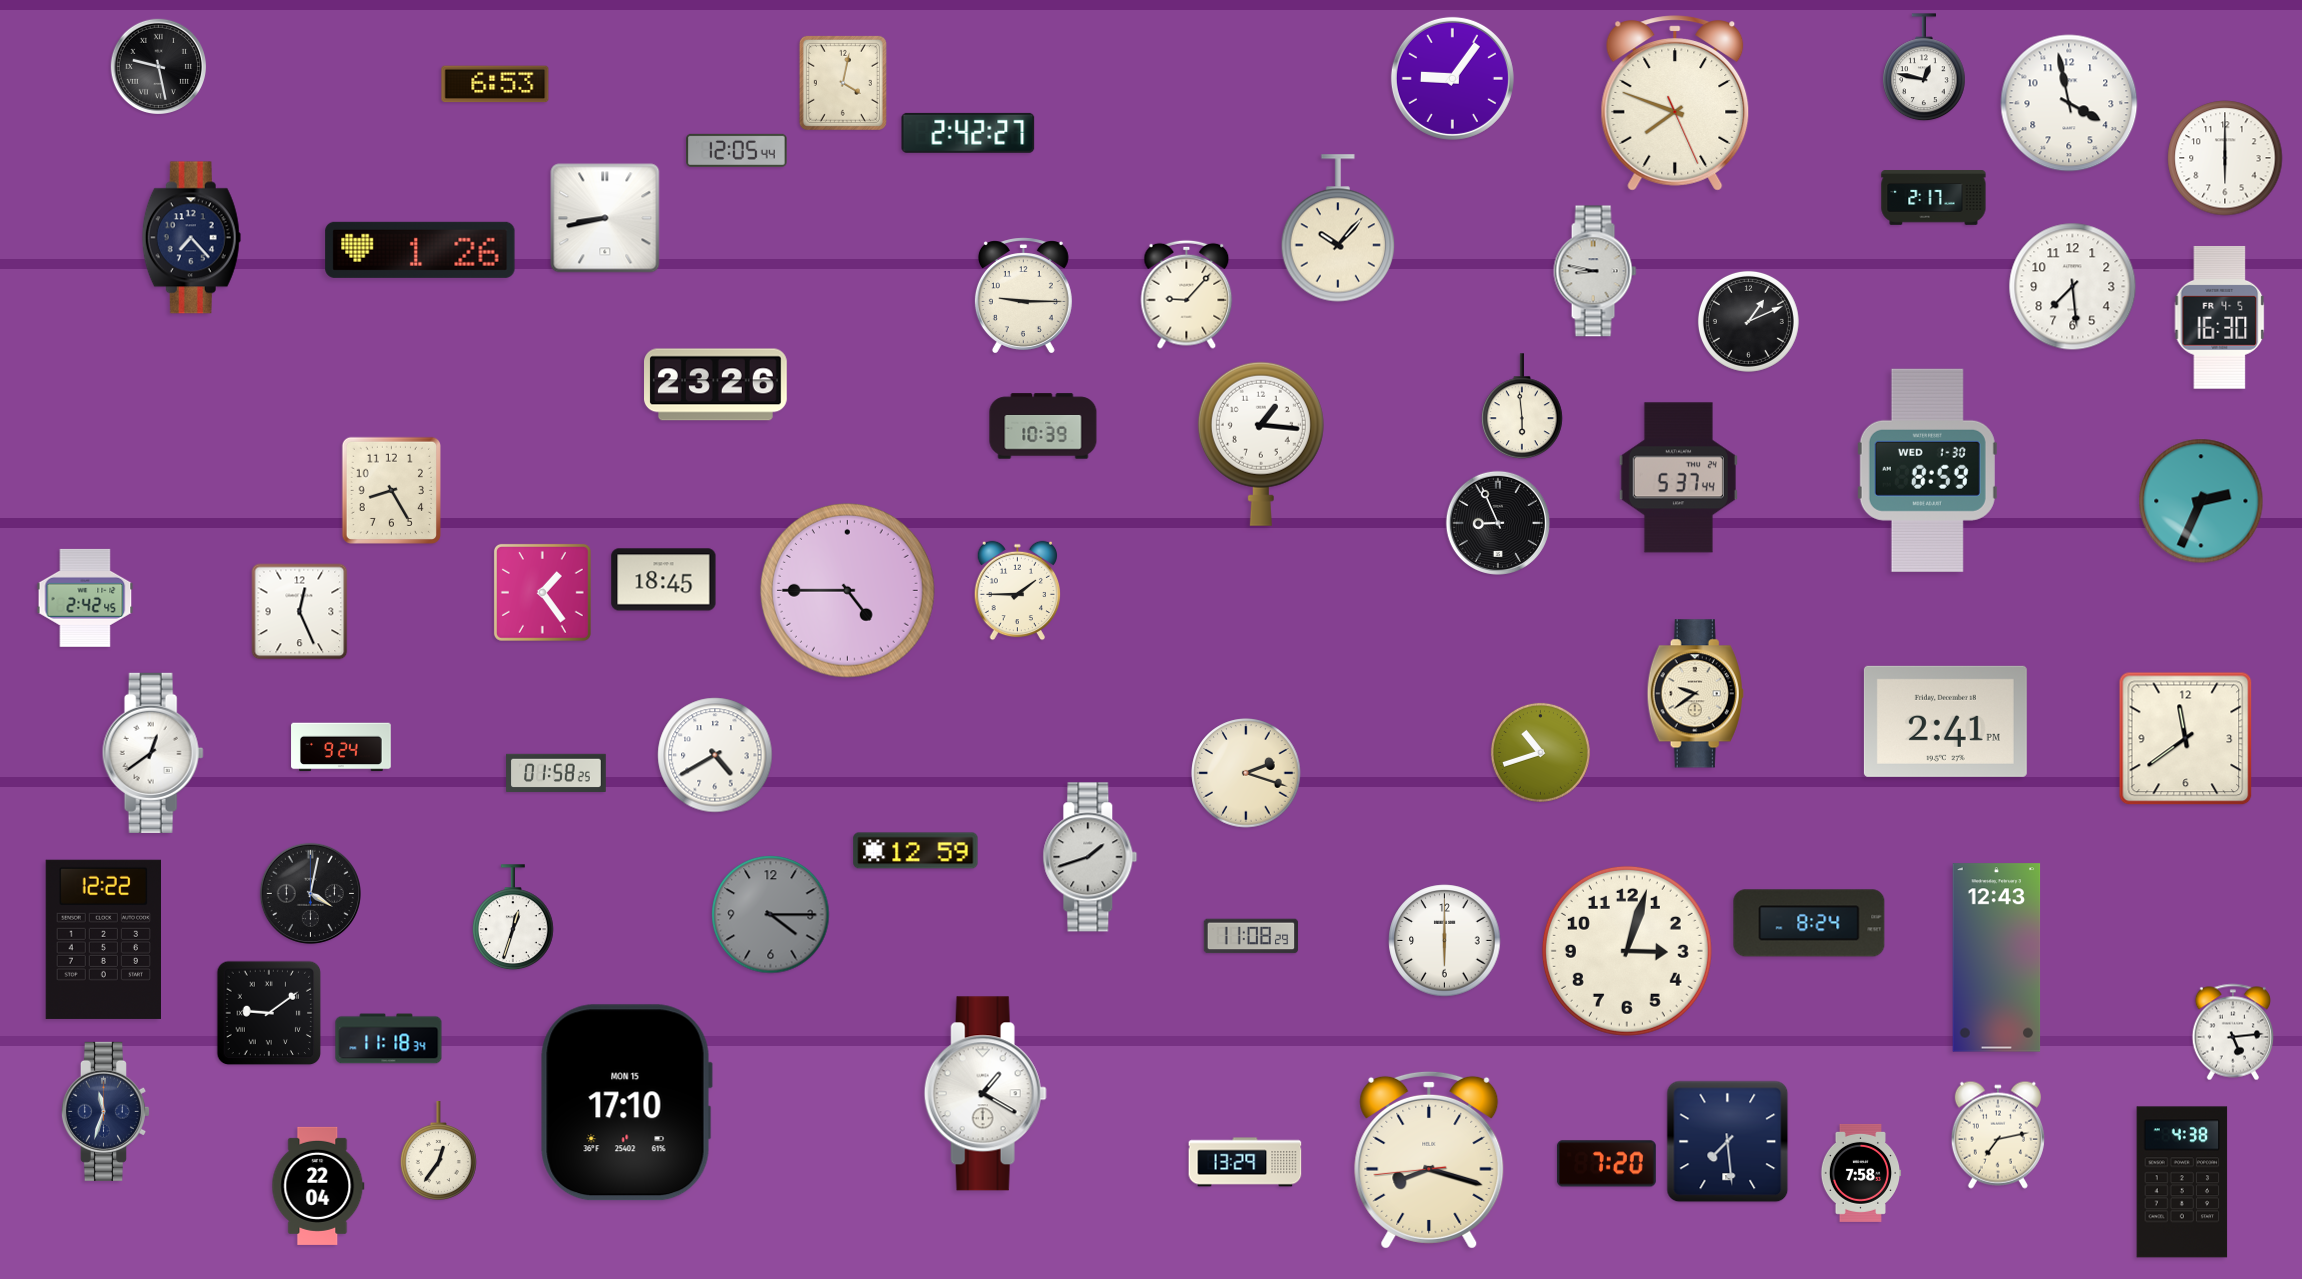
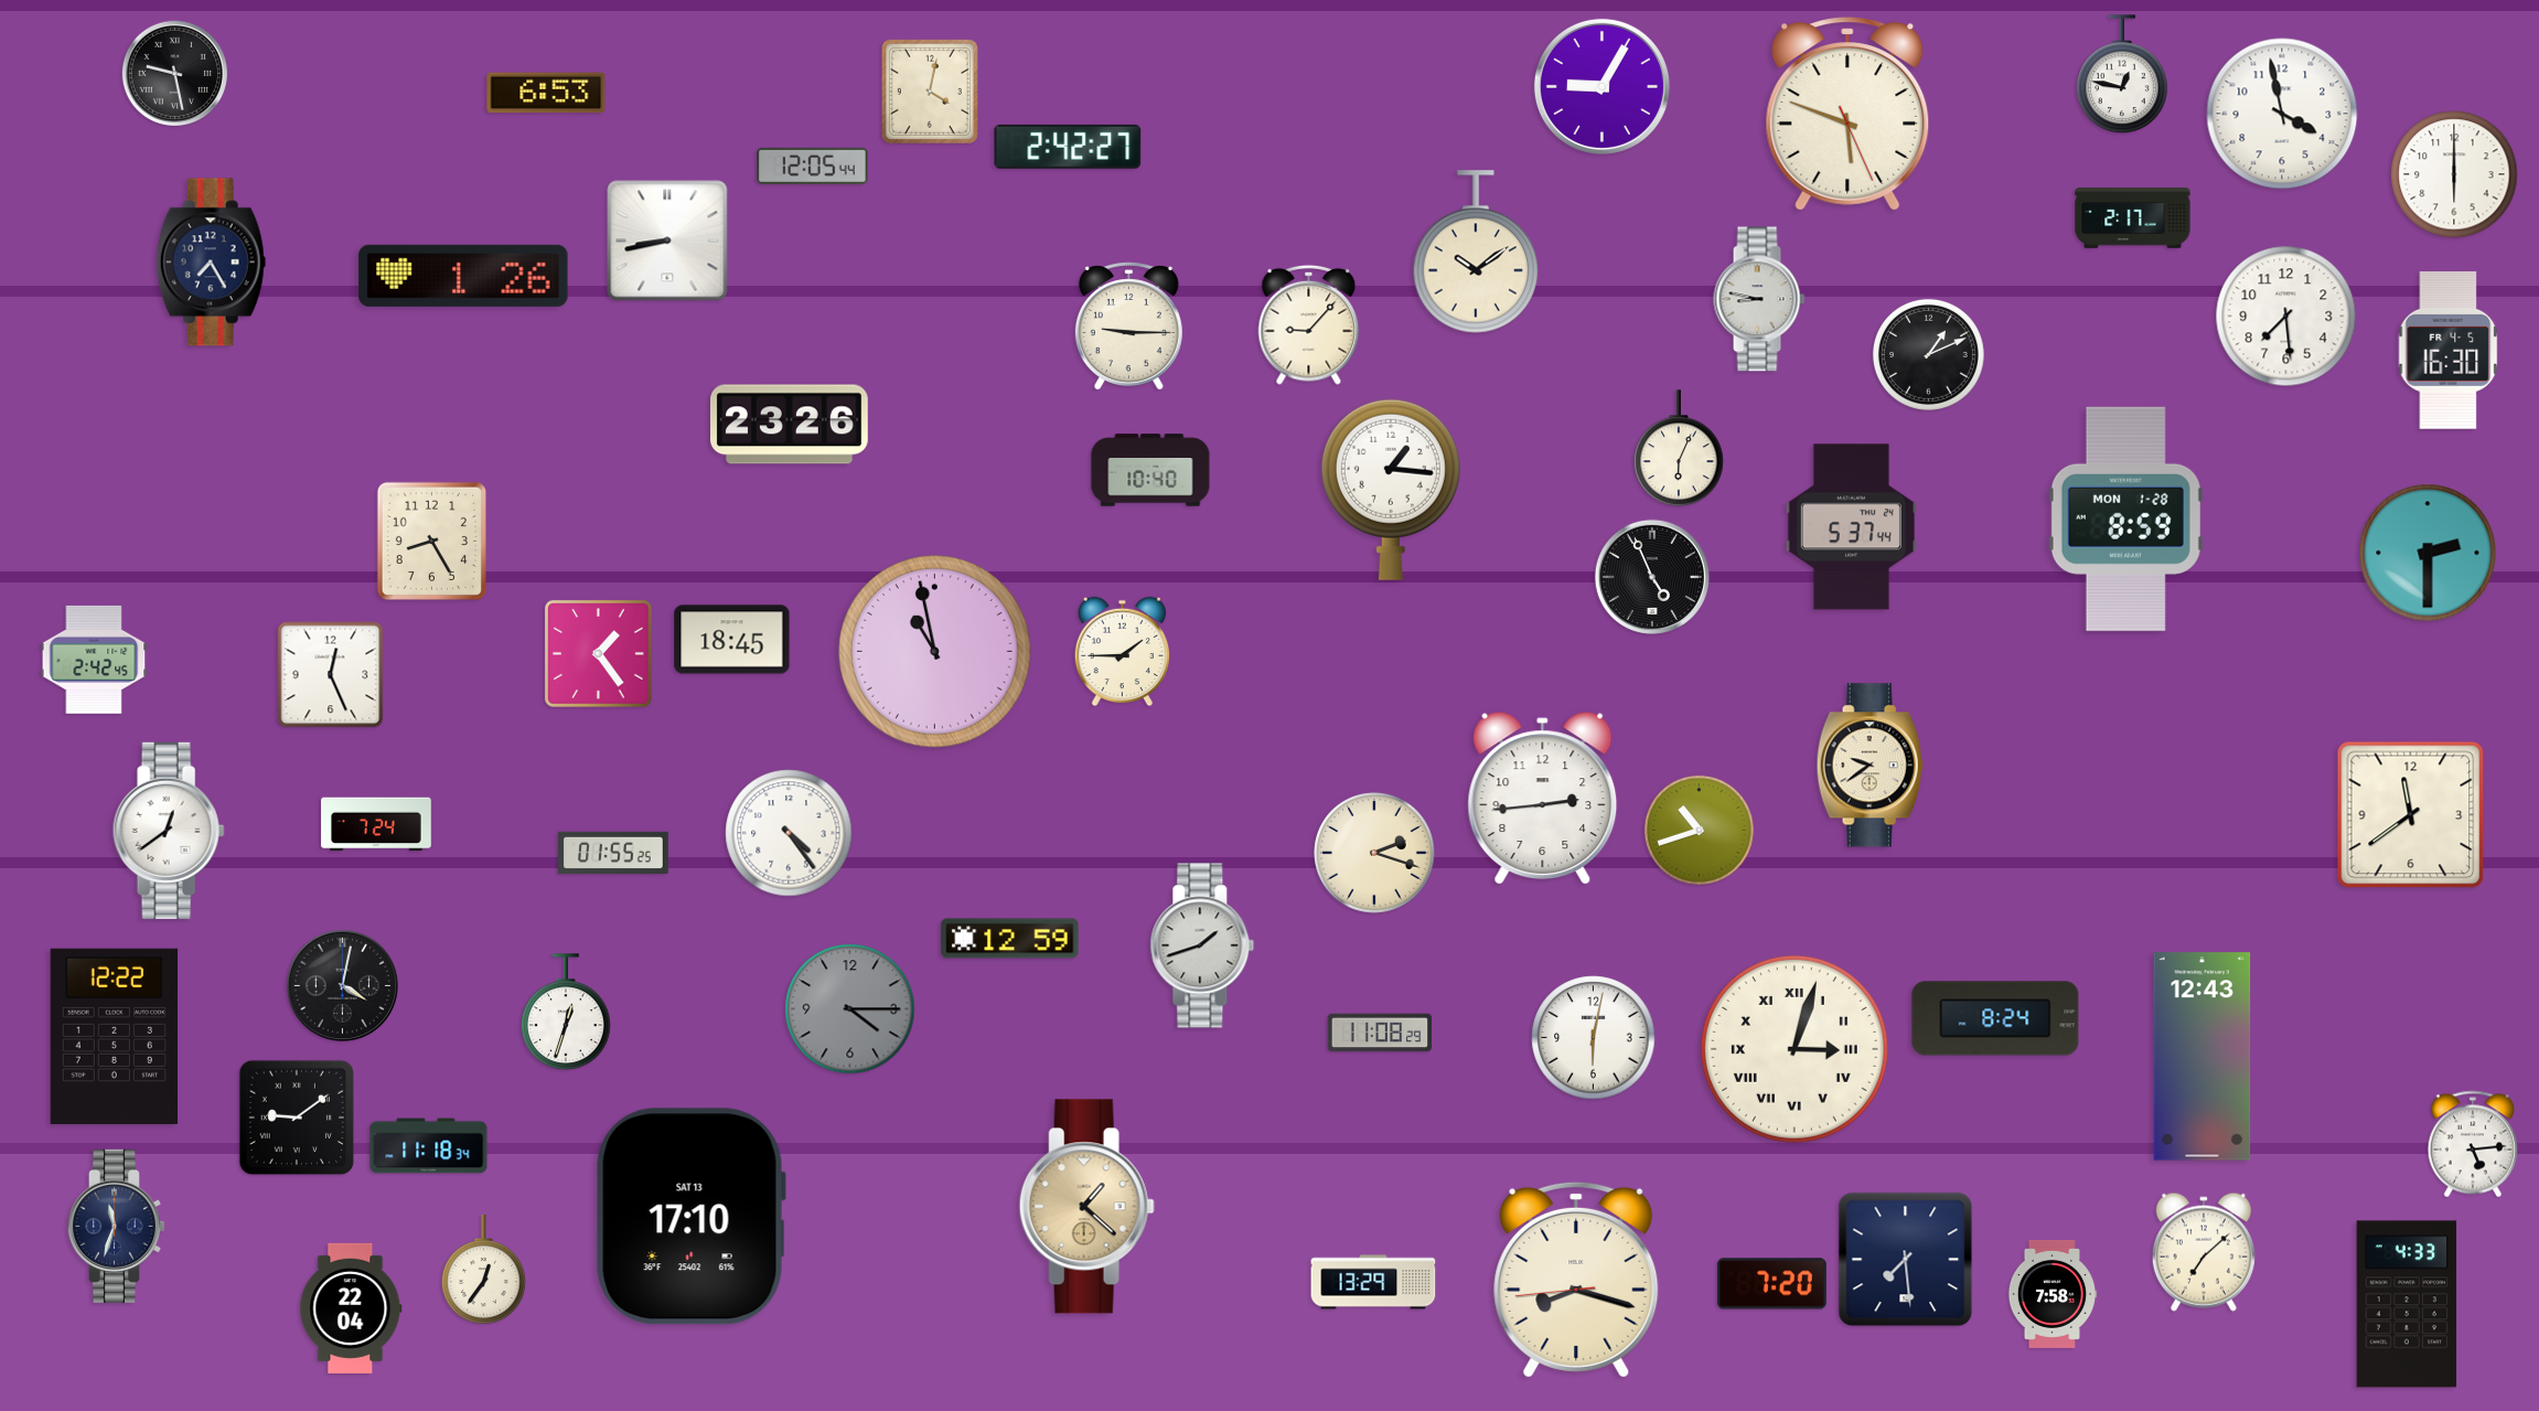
clock at (1452, 78): 9:06 -> 9:05
clock at (1675, 103): 7:48 -> 5:48
clock at (1338, 228): 10:07 -> 10:09
clock at (191, 238): 7:23 -> 7:25
clock at (1522, 407): 5:59 -> 6:04
clock at (1043, 426): 10:39 -> 10:40
clock at (1927, 470) date: WED 1-30 -> MON 1-28
clock at (2201, 501): 2:34 -> 2:30
clock at (1498, 523): 8:56 -> 4:56
clock at (847, 590): 4:45 -> 10:58
clock at (1945, 721): 2:41 -> none
clock at (1543, 798): none -> 2:44
clock at (341, 747): 9:24 -> 7:24
clock at (715, 755): 4:40 -> 4:24
clock at (556, 773): 01:58 -> 01:55
clock at (1445, 941): 6:00 -> 6:02
clock at (1627, 951) numerals: Arabic -> Roman
clock at (2232, 1032) position: (2232, 1032) -> (2472, 1144)
clock at (985, 1094): 1:20 -> 1:22
clock at (985, 1094) dial: white -> champagne
clock at (626, 1103) date: MON 15 -> SAT 13
clock at (1998, 1135): 7:13 -> 7:08
clock at (2182, 1182): 4:38 -> 4:33
